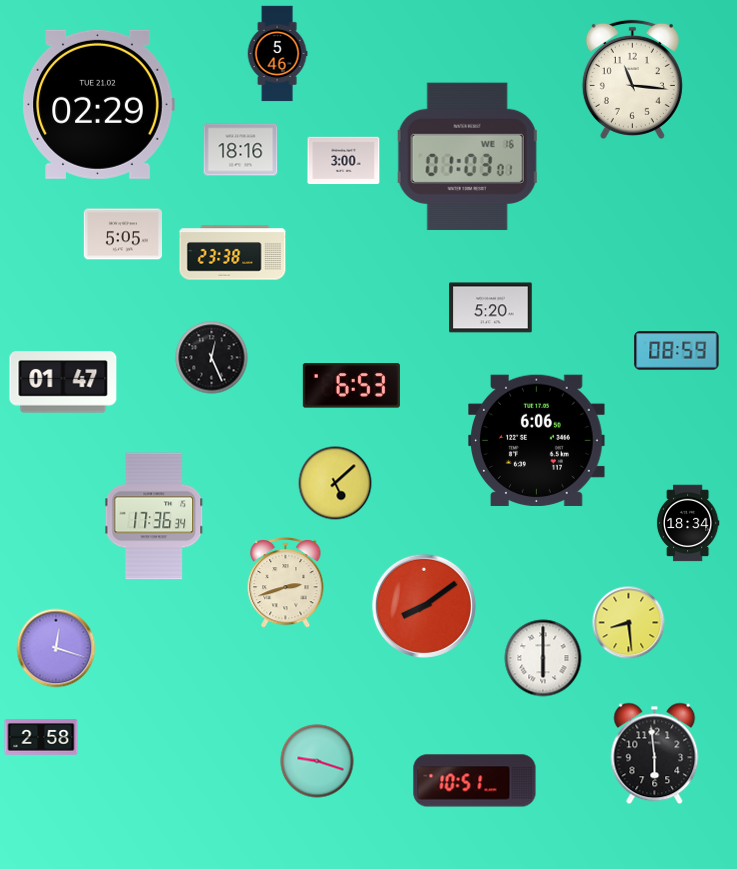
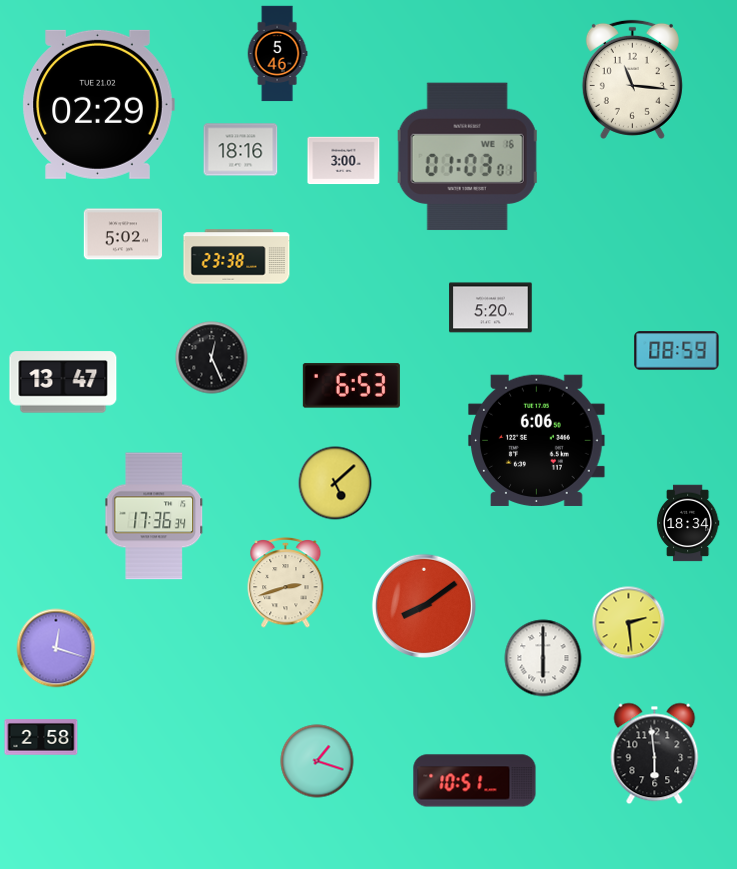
clock at (122, 234): 5:05 -> 5:02
clock at (233, 253) position: (233, 253) -> (237, 257)
clock at (63, 382): 01:47 -> 13:47
clock at (629, 623): 8:29 -> 2:29
clock at (317, 761): 9:18 -> 1:18
